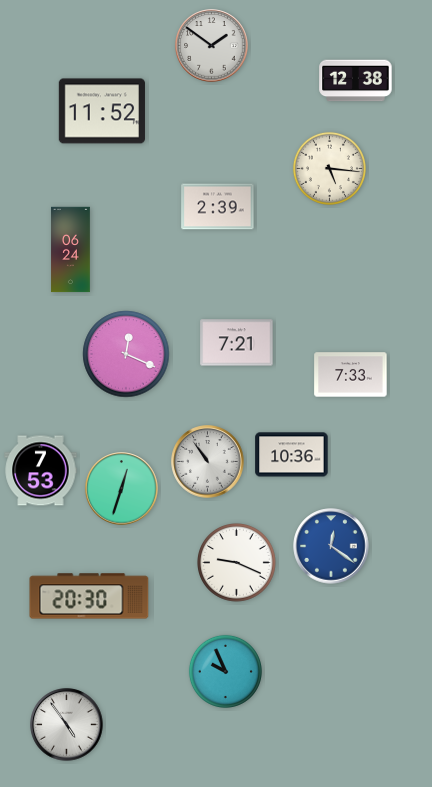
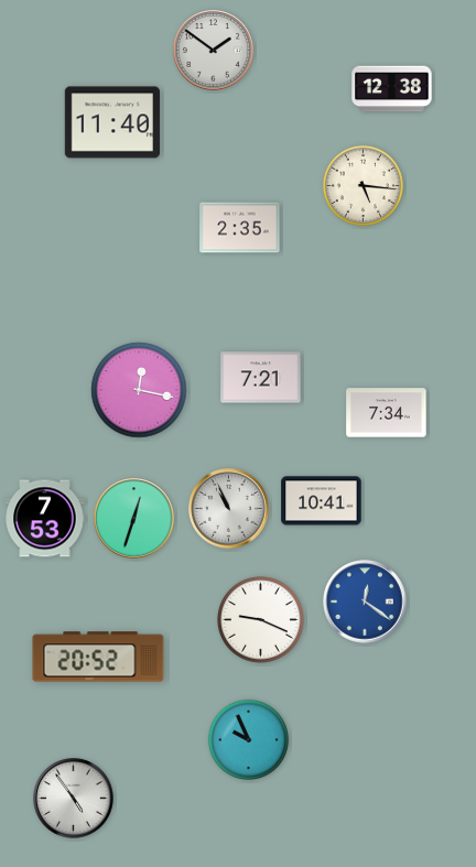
clock at (212, 46) position: (212, 46) -> (214, 51)
clock at (102, 111): 11:52 -> 11:40
clock at (218, 207): 2:39 -> 2:35
clock at (71, 250): 06:24 -> none
clock at (126, 354): 12:19 -> 12:17
clock at (351, 375): 7:33 -> 7:34
clock at (292, 455): 10:36 -> 10:41
clock at (208, 462): 10:54 -> 10:56
clock at (122, 489) position: (122, 489) -> (134, 519)
clock at (89, 596): 20:30 -> 20:52
